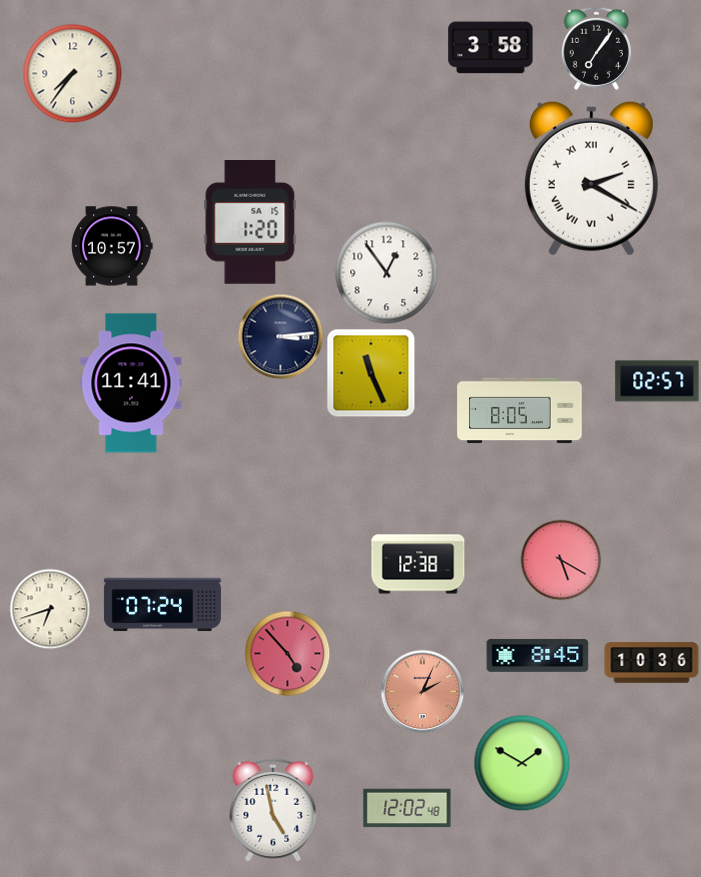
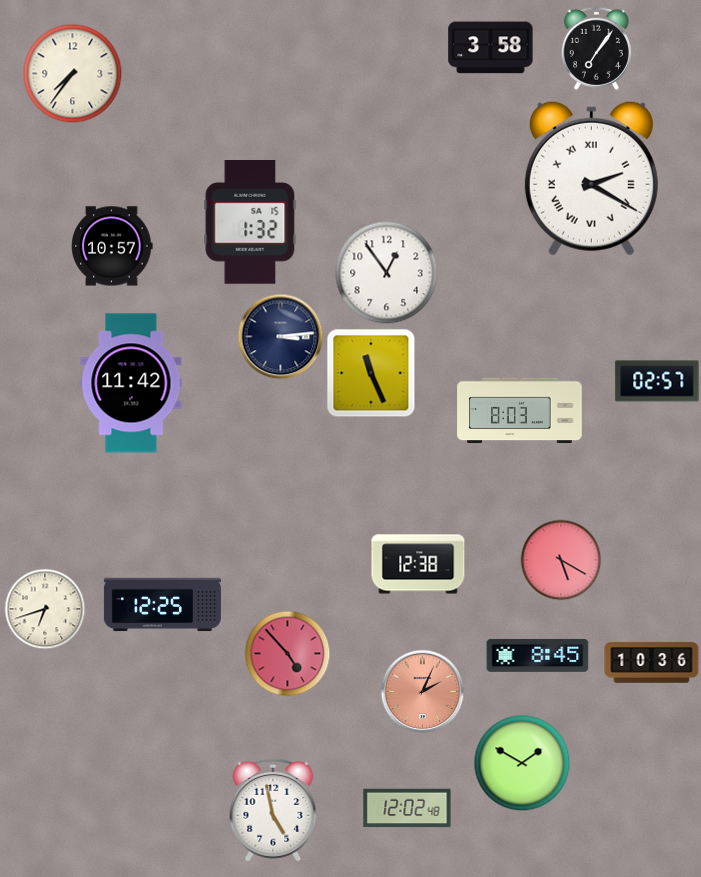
clock at (250, 223): 1:20 -> 1:32
clock at (131, 383): 11:41 -> 11:42
clock at (520, 411): 8:05 -> 8:03
clock at (162, 605): 07:24 -> 12:25
clock at (50, 609) position: (50, 609) -> (45, 609)
